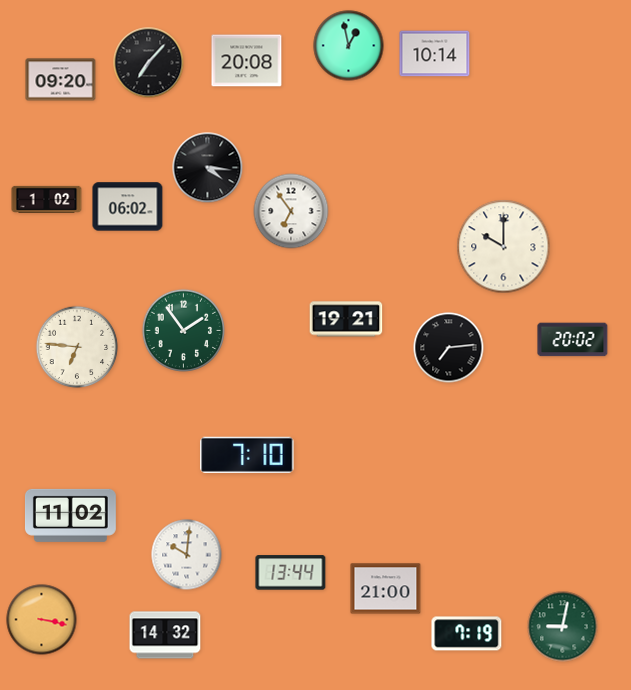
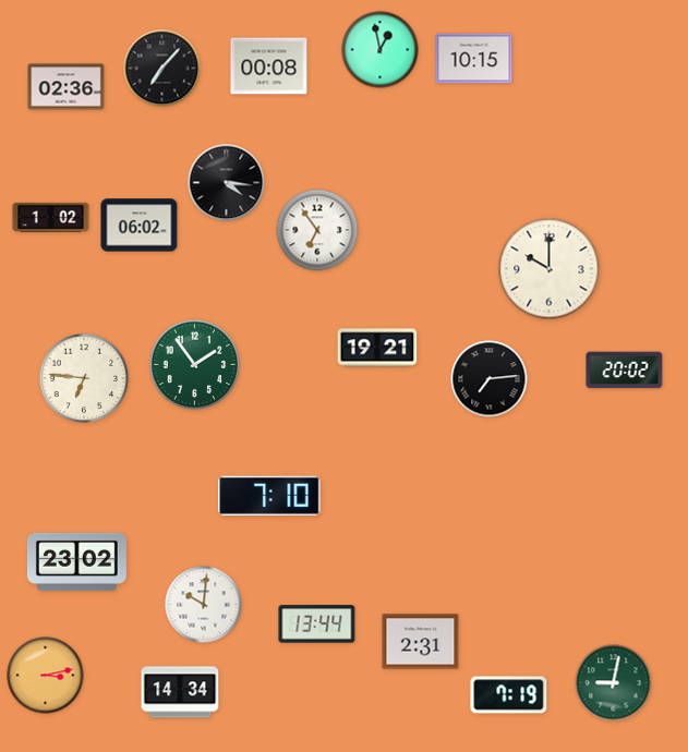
clock at (435, 54): 10:14 -> 10:15
clock at (247, 61): 20:08 -> 00:08
clock at (61, 80): 09:20 -> 02:36
clock at (184, 331) position: (184, 331) -> (195, 365)
clock at (70, 515): 11:02 -> 23:02
clock at (386, 589): 21:00 -> 2:31
clock at (42, 620): 3:17 -> 3:13
clock at (467, 634) position: (467, 634) -> (509, 695)
clock at (165, 635): 14:32 -> 14:34
